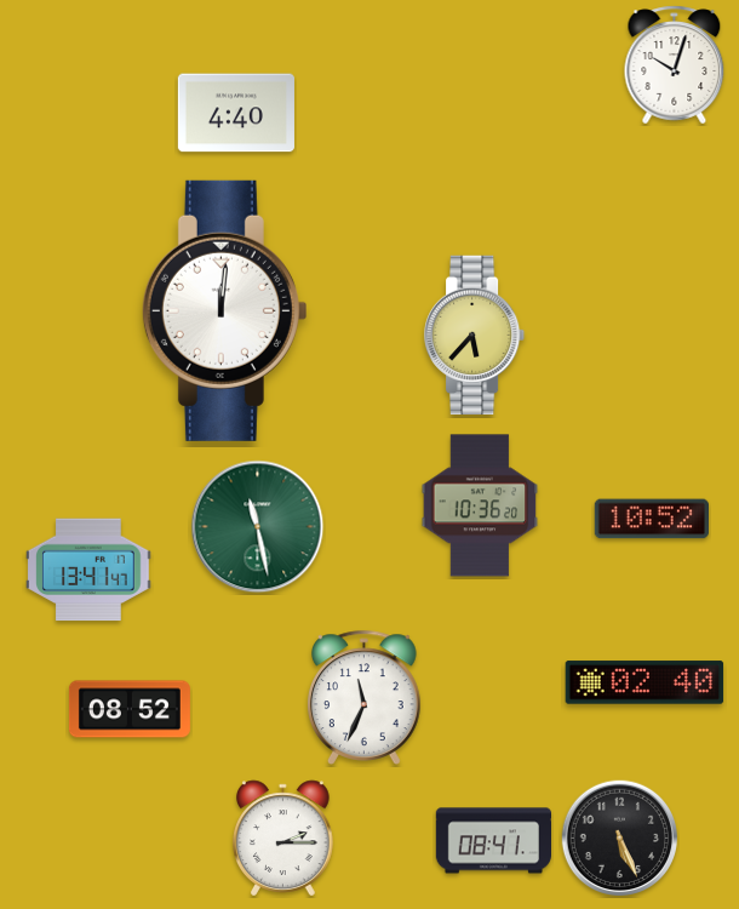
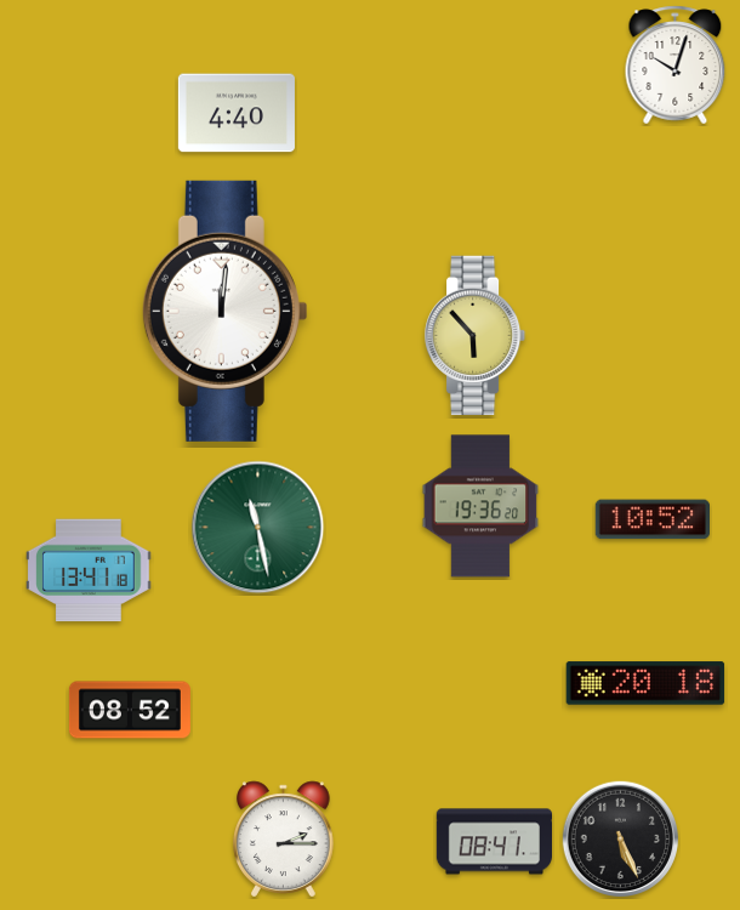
clock at (475, 336): 5:37 -> 5:53
clock at (480, 505): 10:36 -> 19:36
clock at (90, 570): 13:41:47 -> 13:41:18
clock at (645, 682): 02:40 -> 20:18
clock at (365, 697): 11:34 -> none
